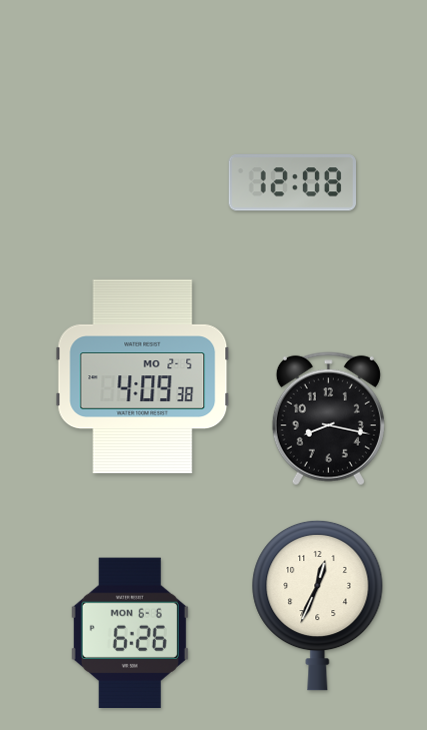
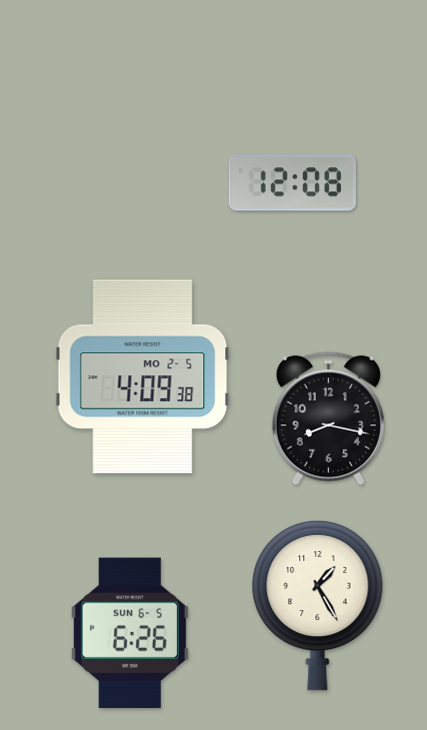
clock at (318, 605): 12:34 -> 1:25
clock at (130, 632) date: MON 6-6 -> SUN 6-5
